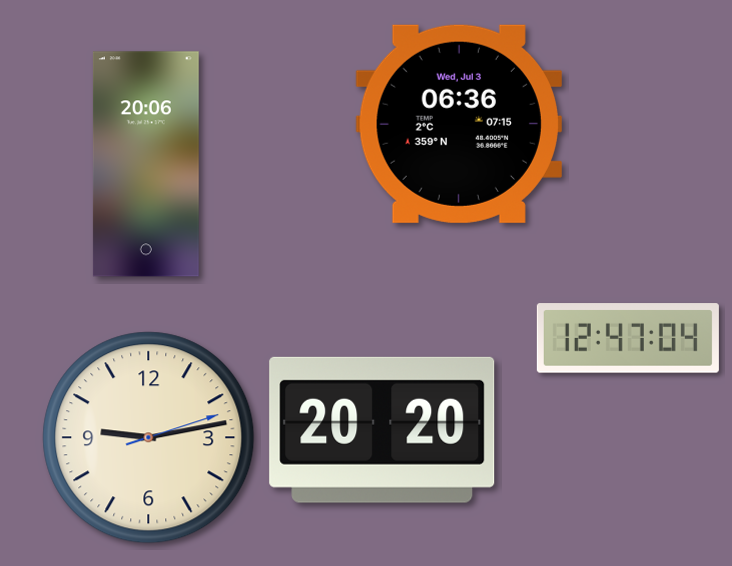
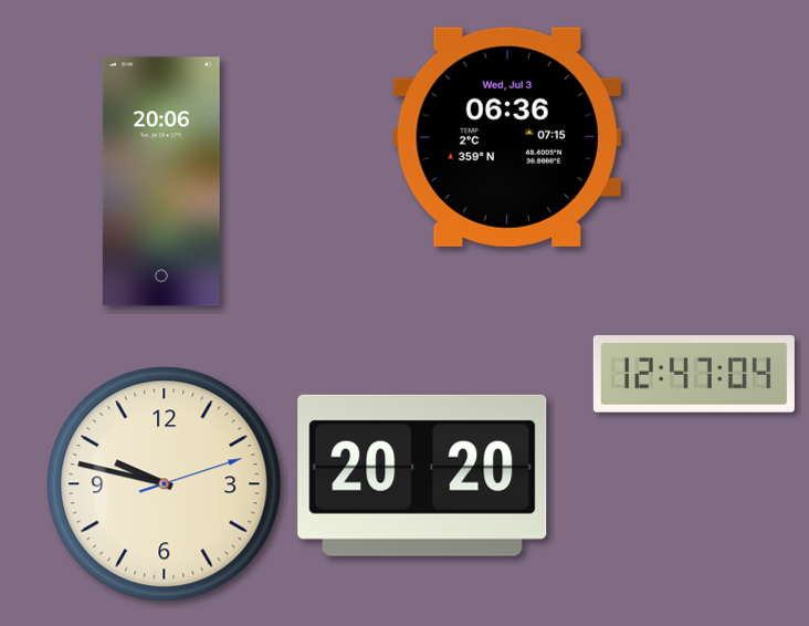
clock at (149, 438): 9:13 -> 9:47
